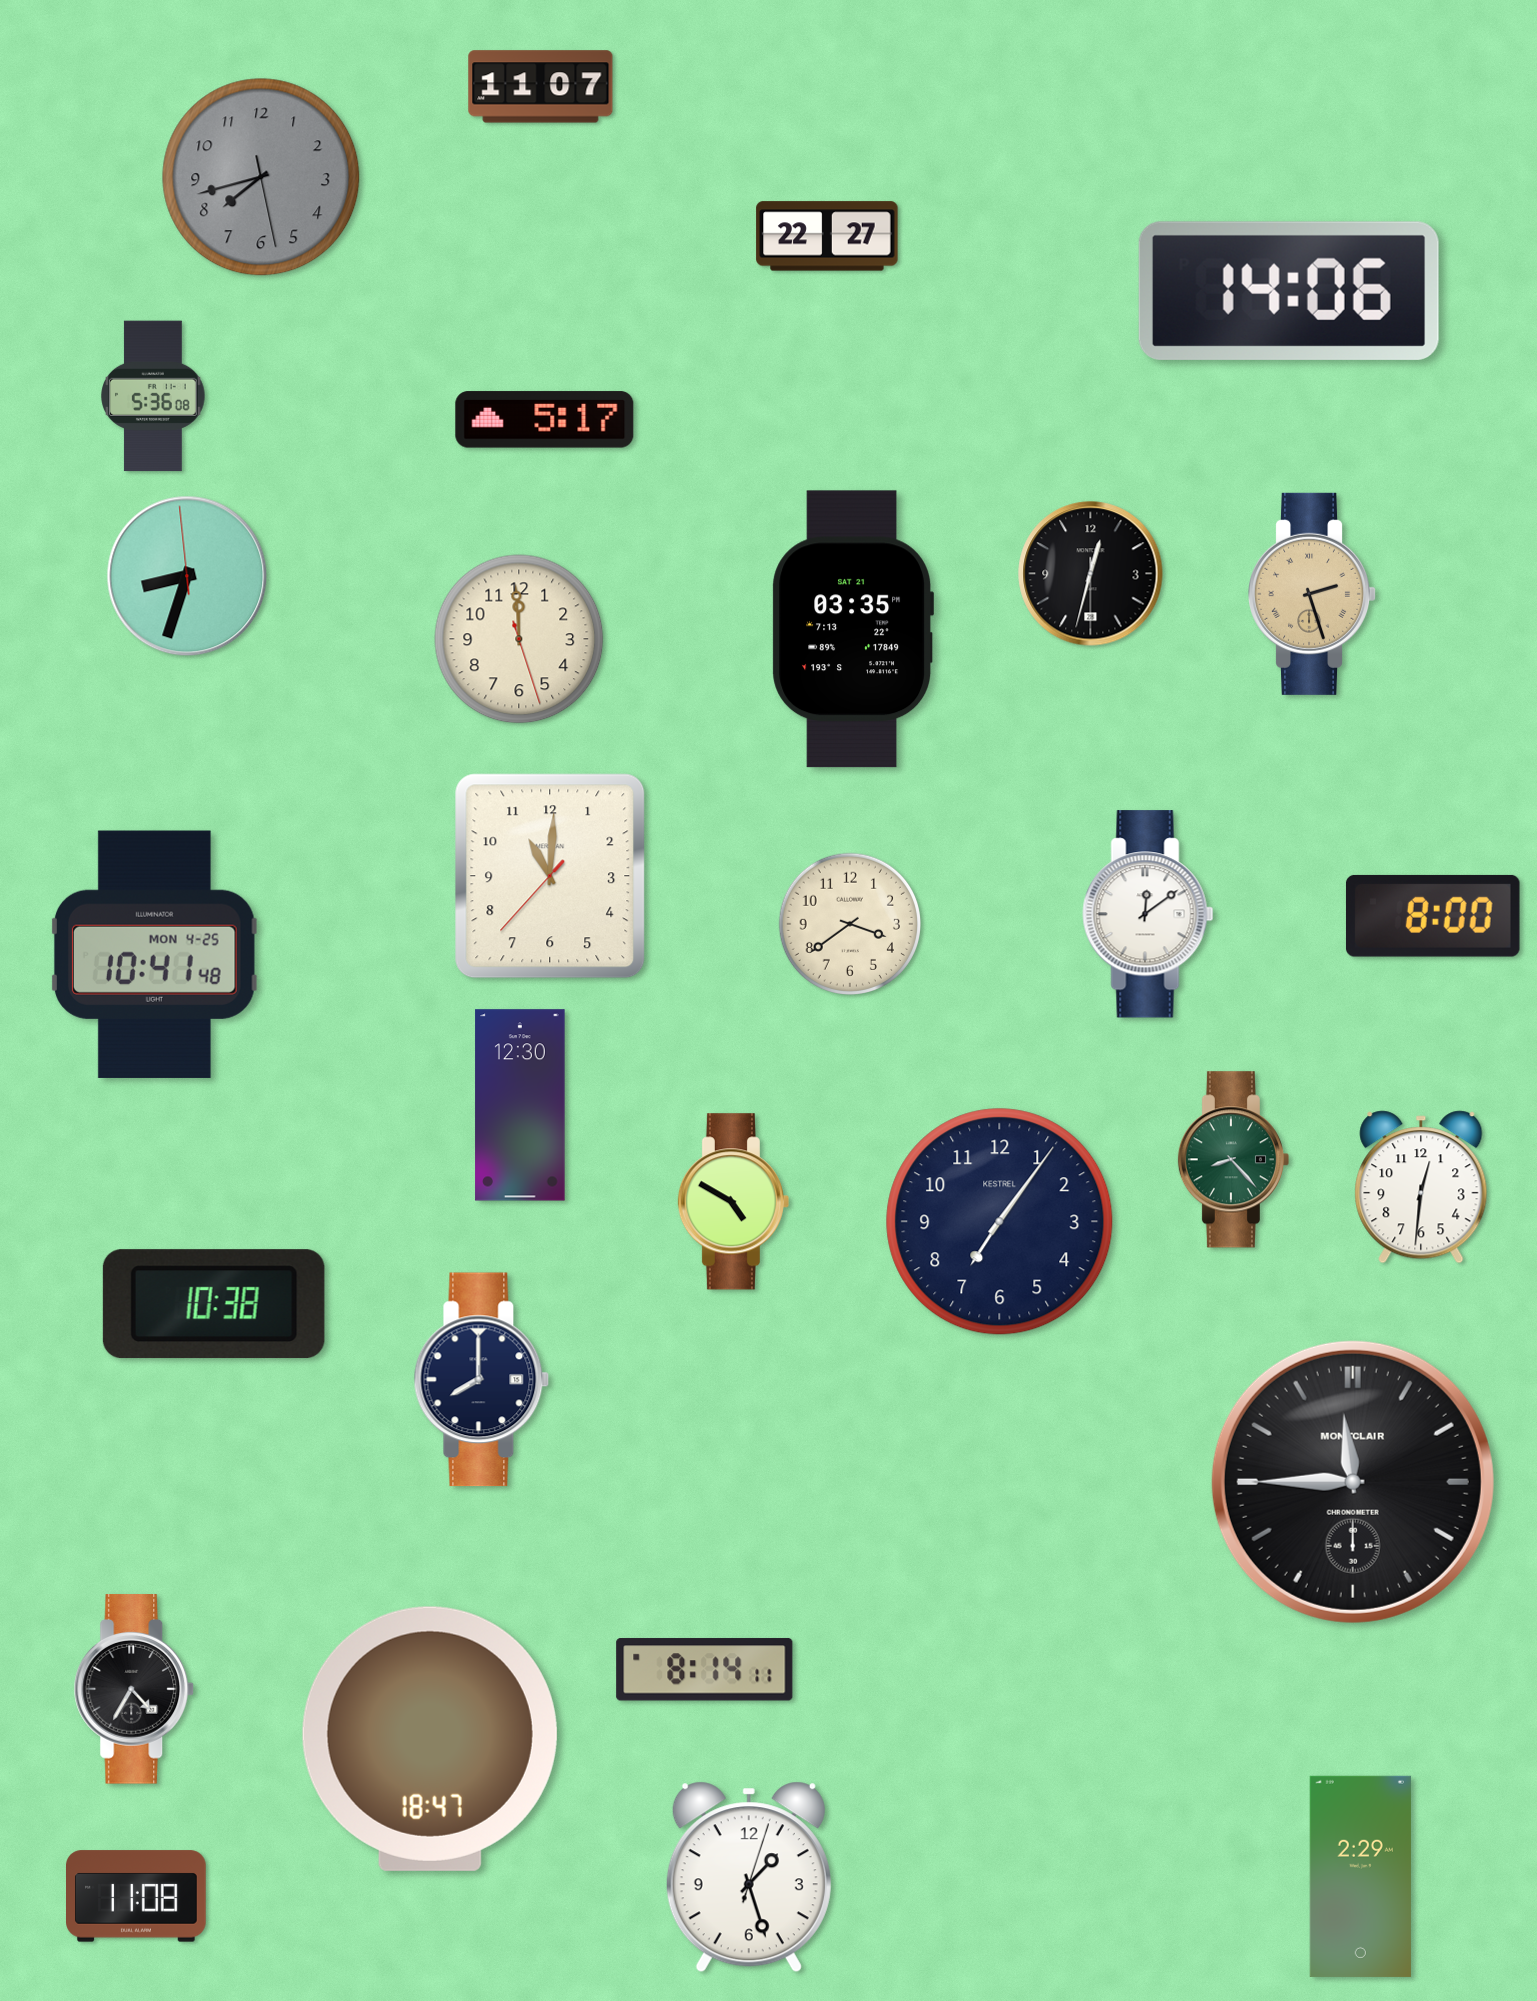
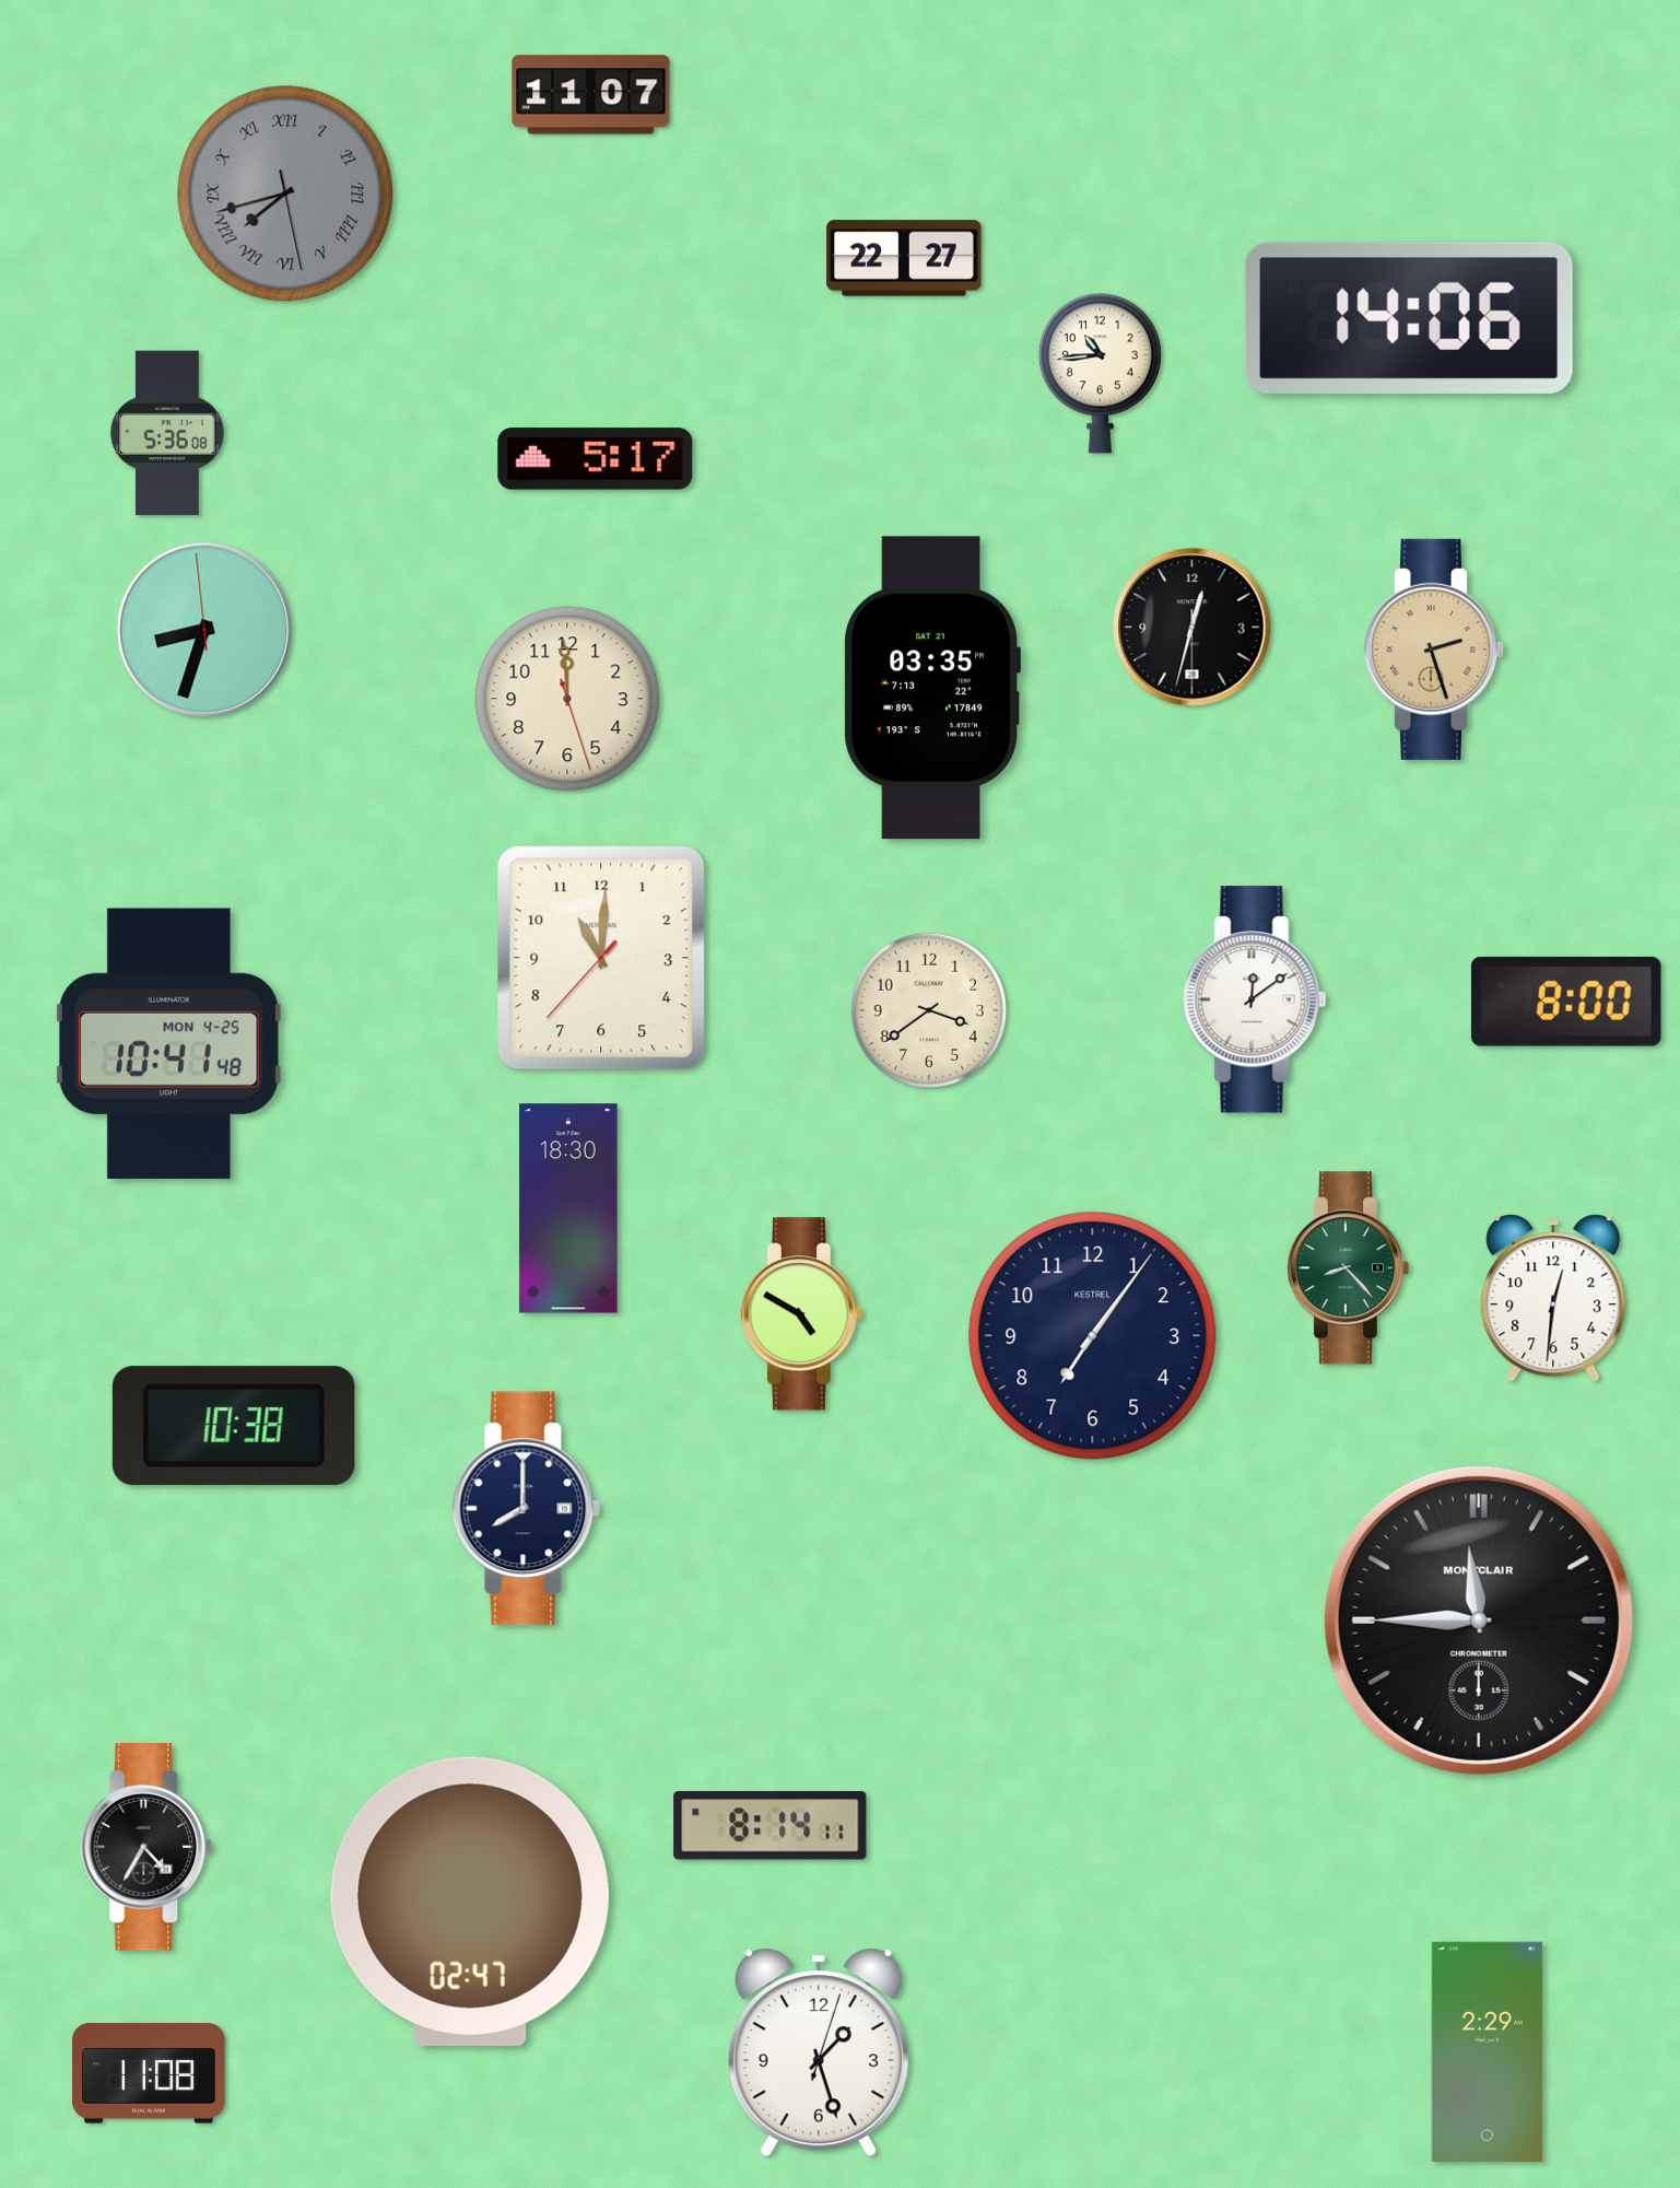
clock at (261, 177) numerals: Arabic -> Roman
clock at (1100, 374): none -> 10:44
clock at (520, 1105): 12:30 -> 18:30
clock at (430, 1739): 18:47 -> 02:47
